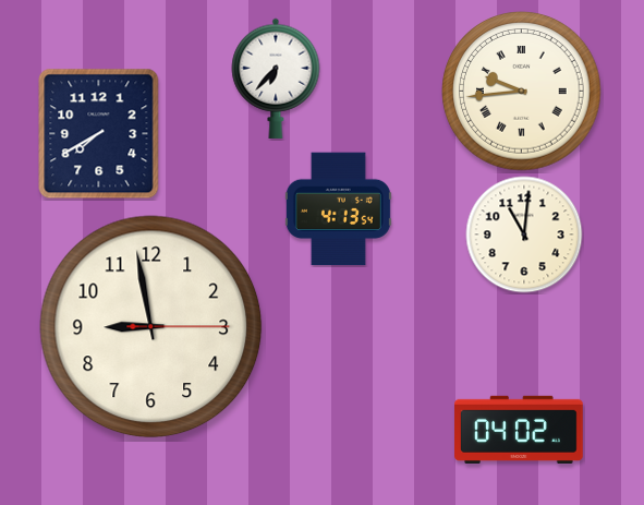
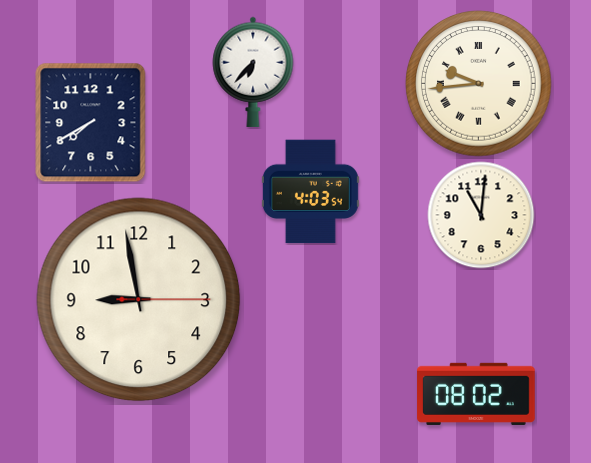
clock at (338, 209): 4:13 -> 4:03
clock at (519, 430): 04:02 -> 08:02
